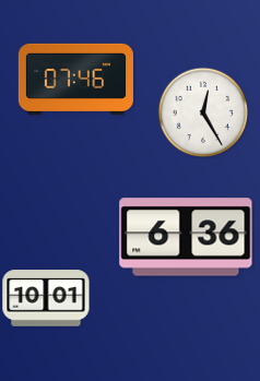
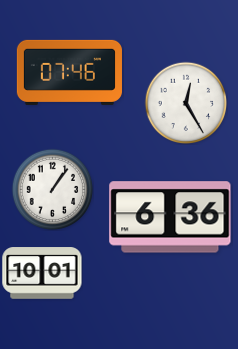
clock at (52, 189): none -> 1:06
